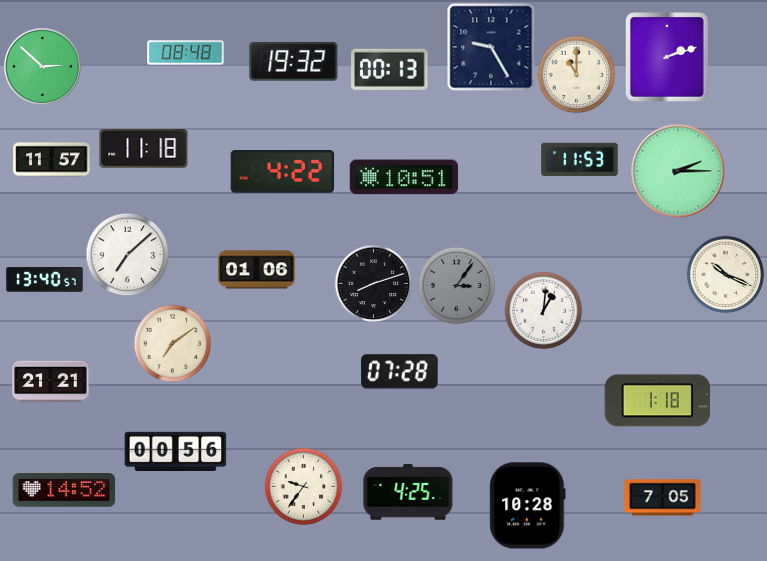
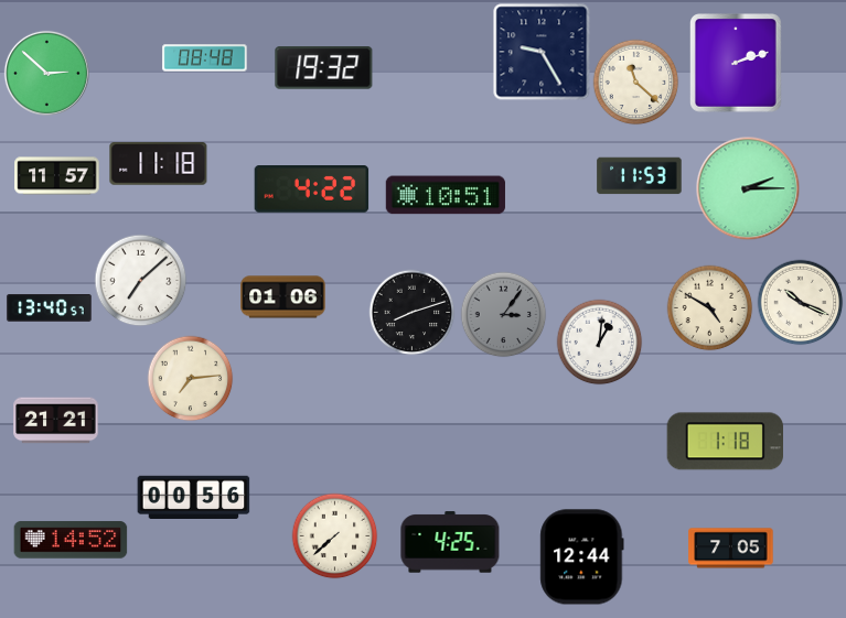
clock at (390, 69): 00:13 -> none
clock at (576, 74): 11:00 -> 11:22
clock at (709, 307): none -> 4:50
clock at (172, 343): 7:09 -> 7:14
clock at (400, 372): 07:28 -> none
clock at (303, 486): 9:36 -> 7:38
clock at (528, 506): 10:28 -> 12:44
